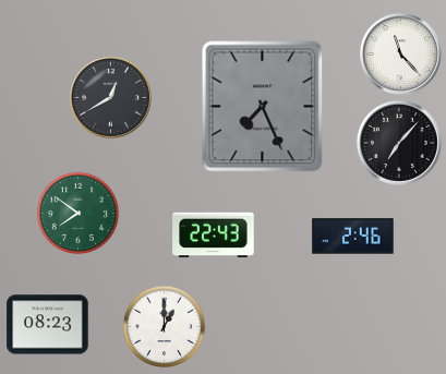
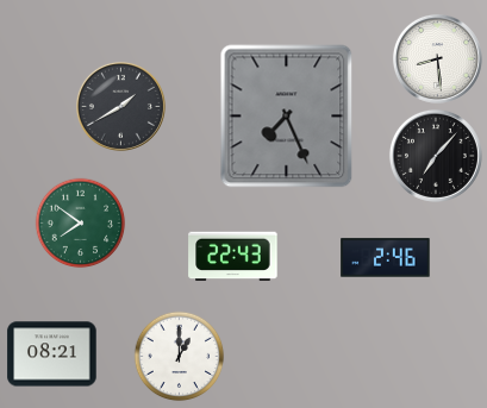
clock at (400, 53): 11:23 -> 8:29
clock at (110, 97): 12:40 -> 1:40
clock at (79, 214) position: (79, 214) -> (81, 224)
clock at (48, 325): 08:23 -> 08:21
